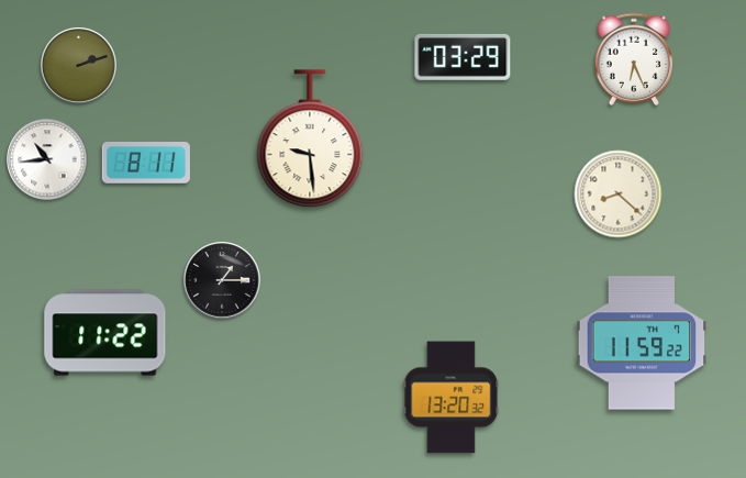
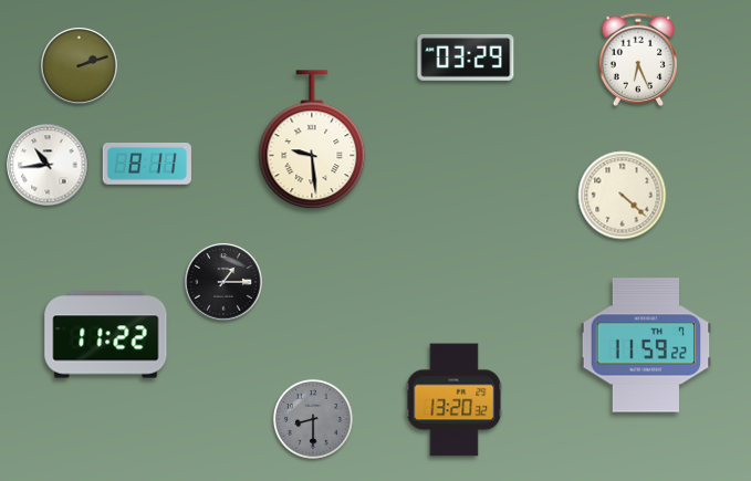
clock at (47, 159) position: (47, 159) -> (48, 165)
clock at (619, 194): 8:22 -> 4:22
clock at (313, 419): none -> 8:30
